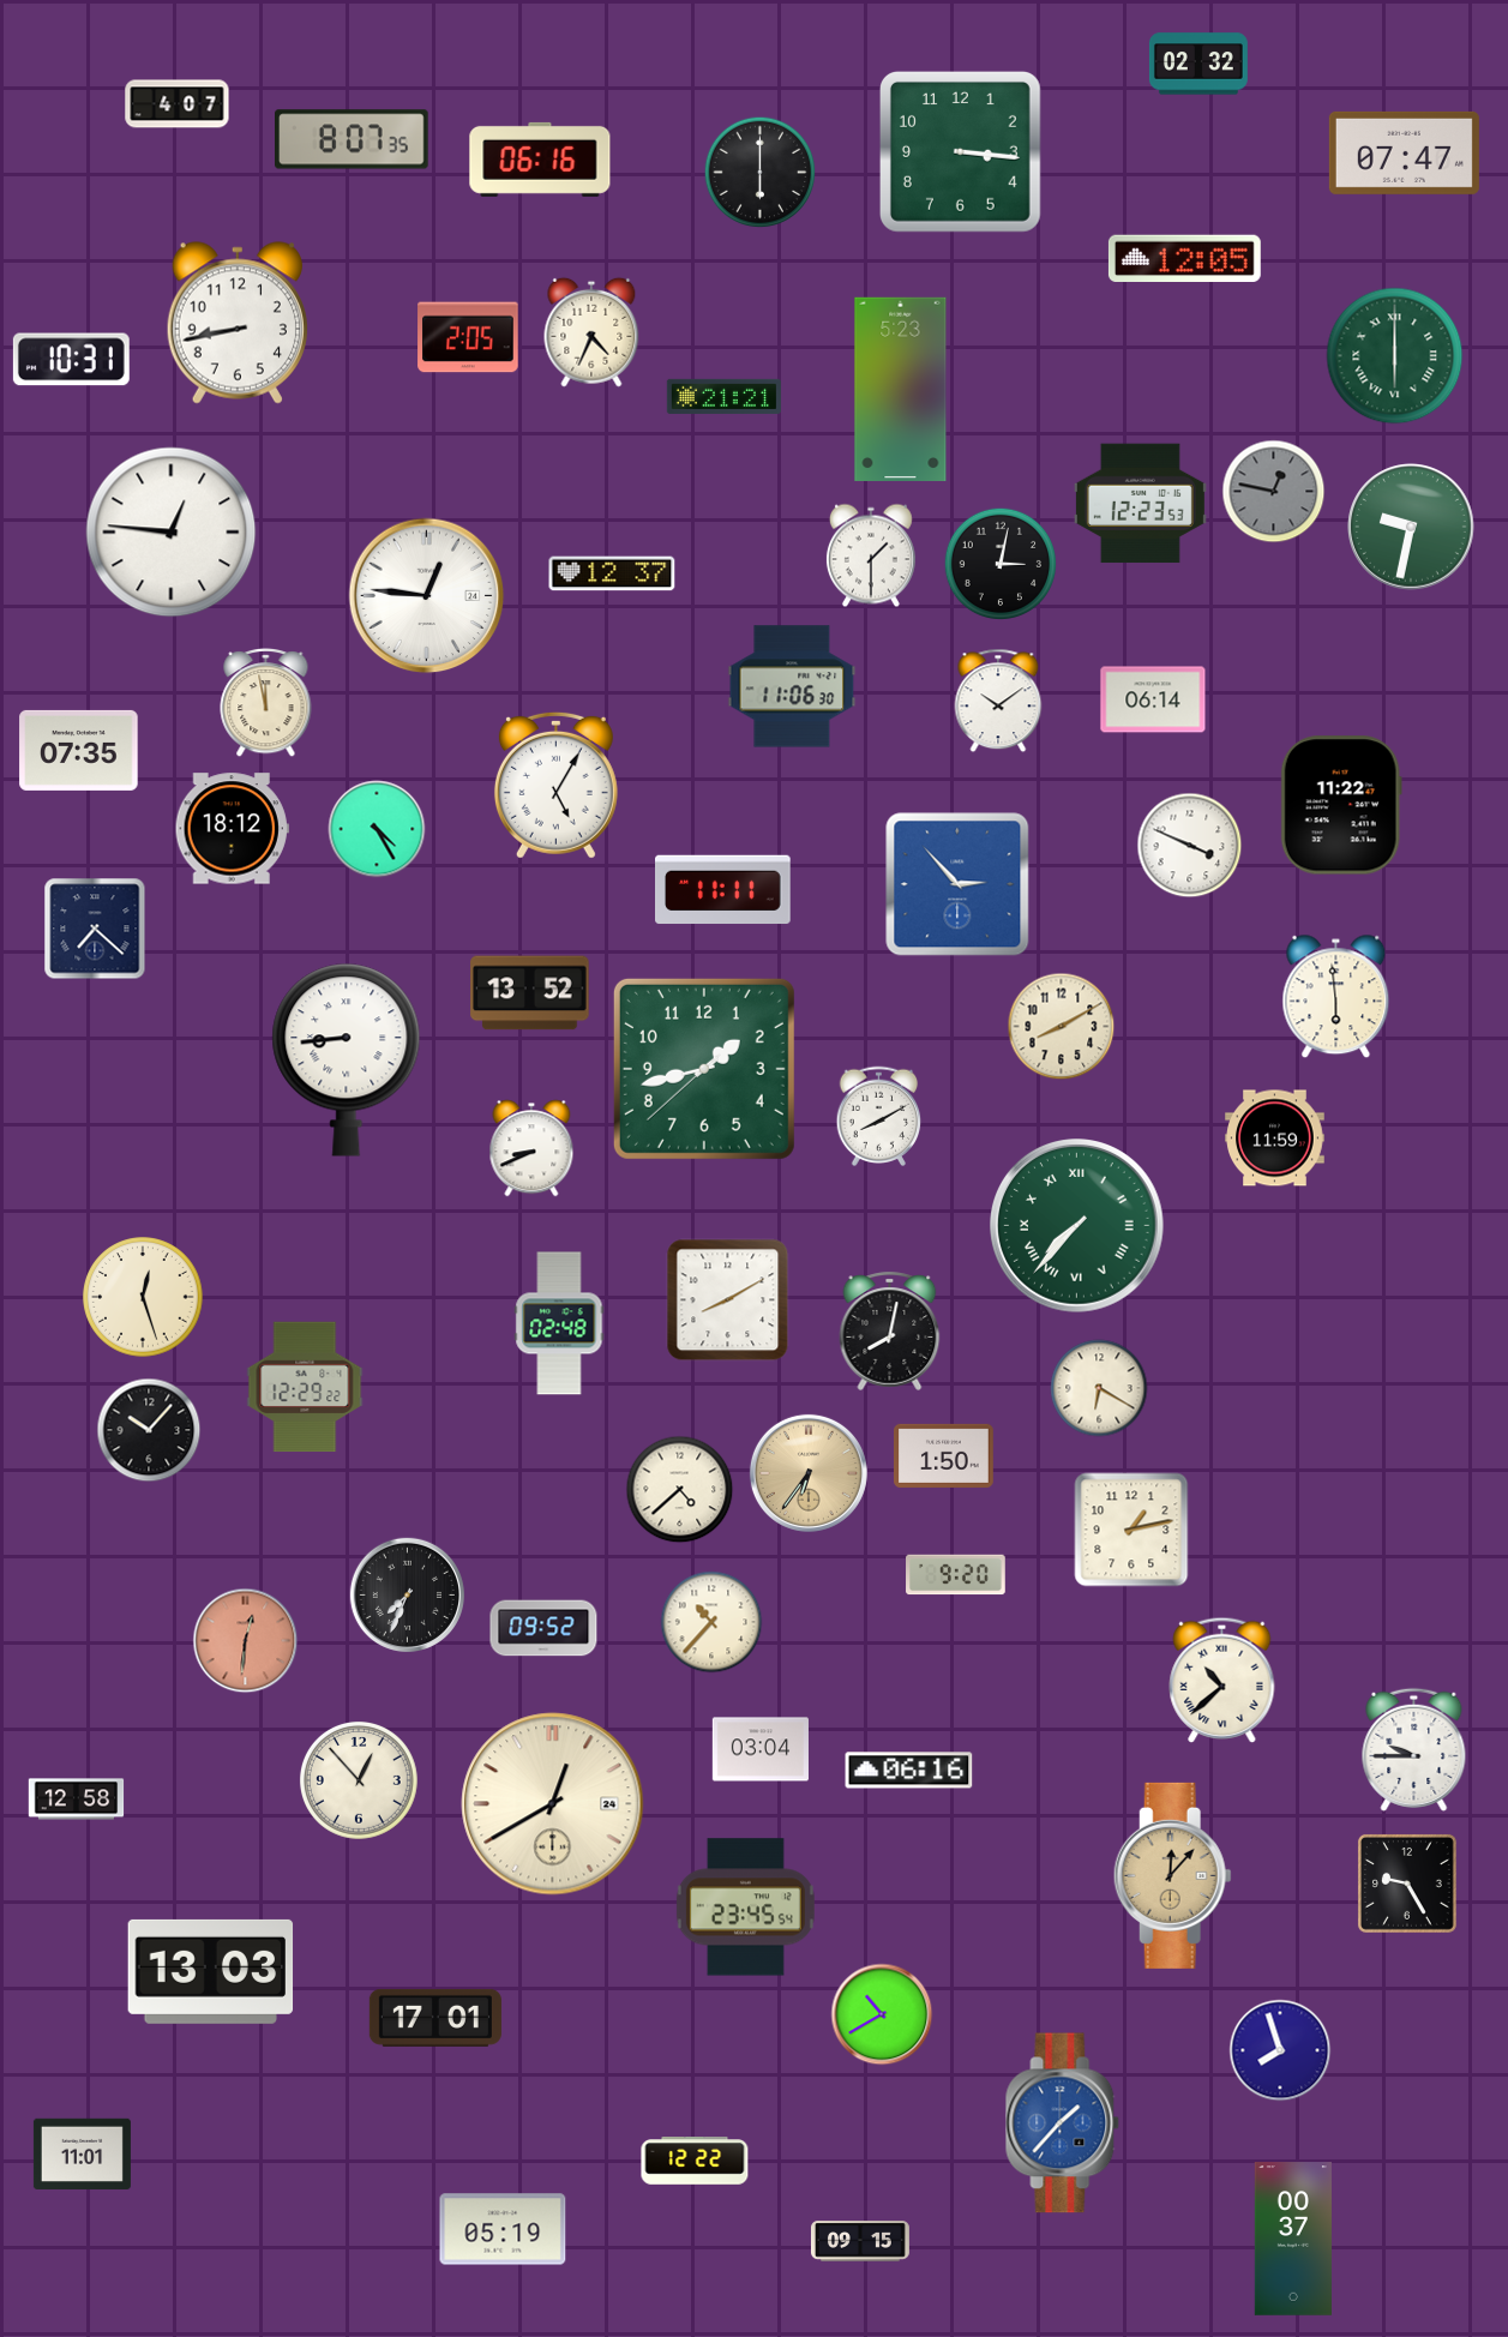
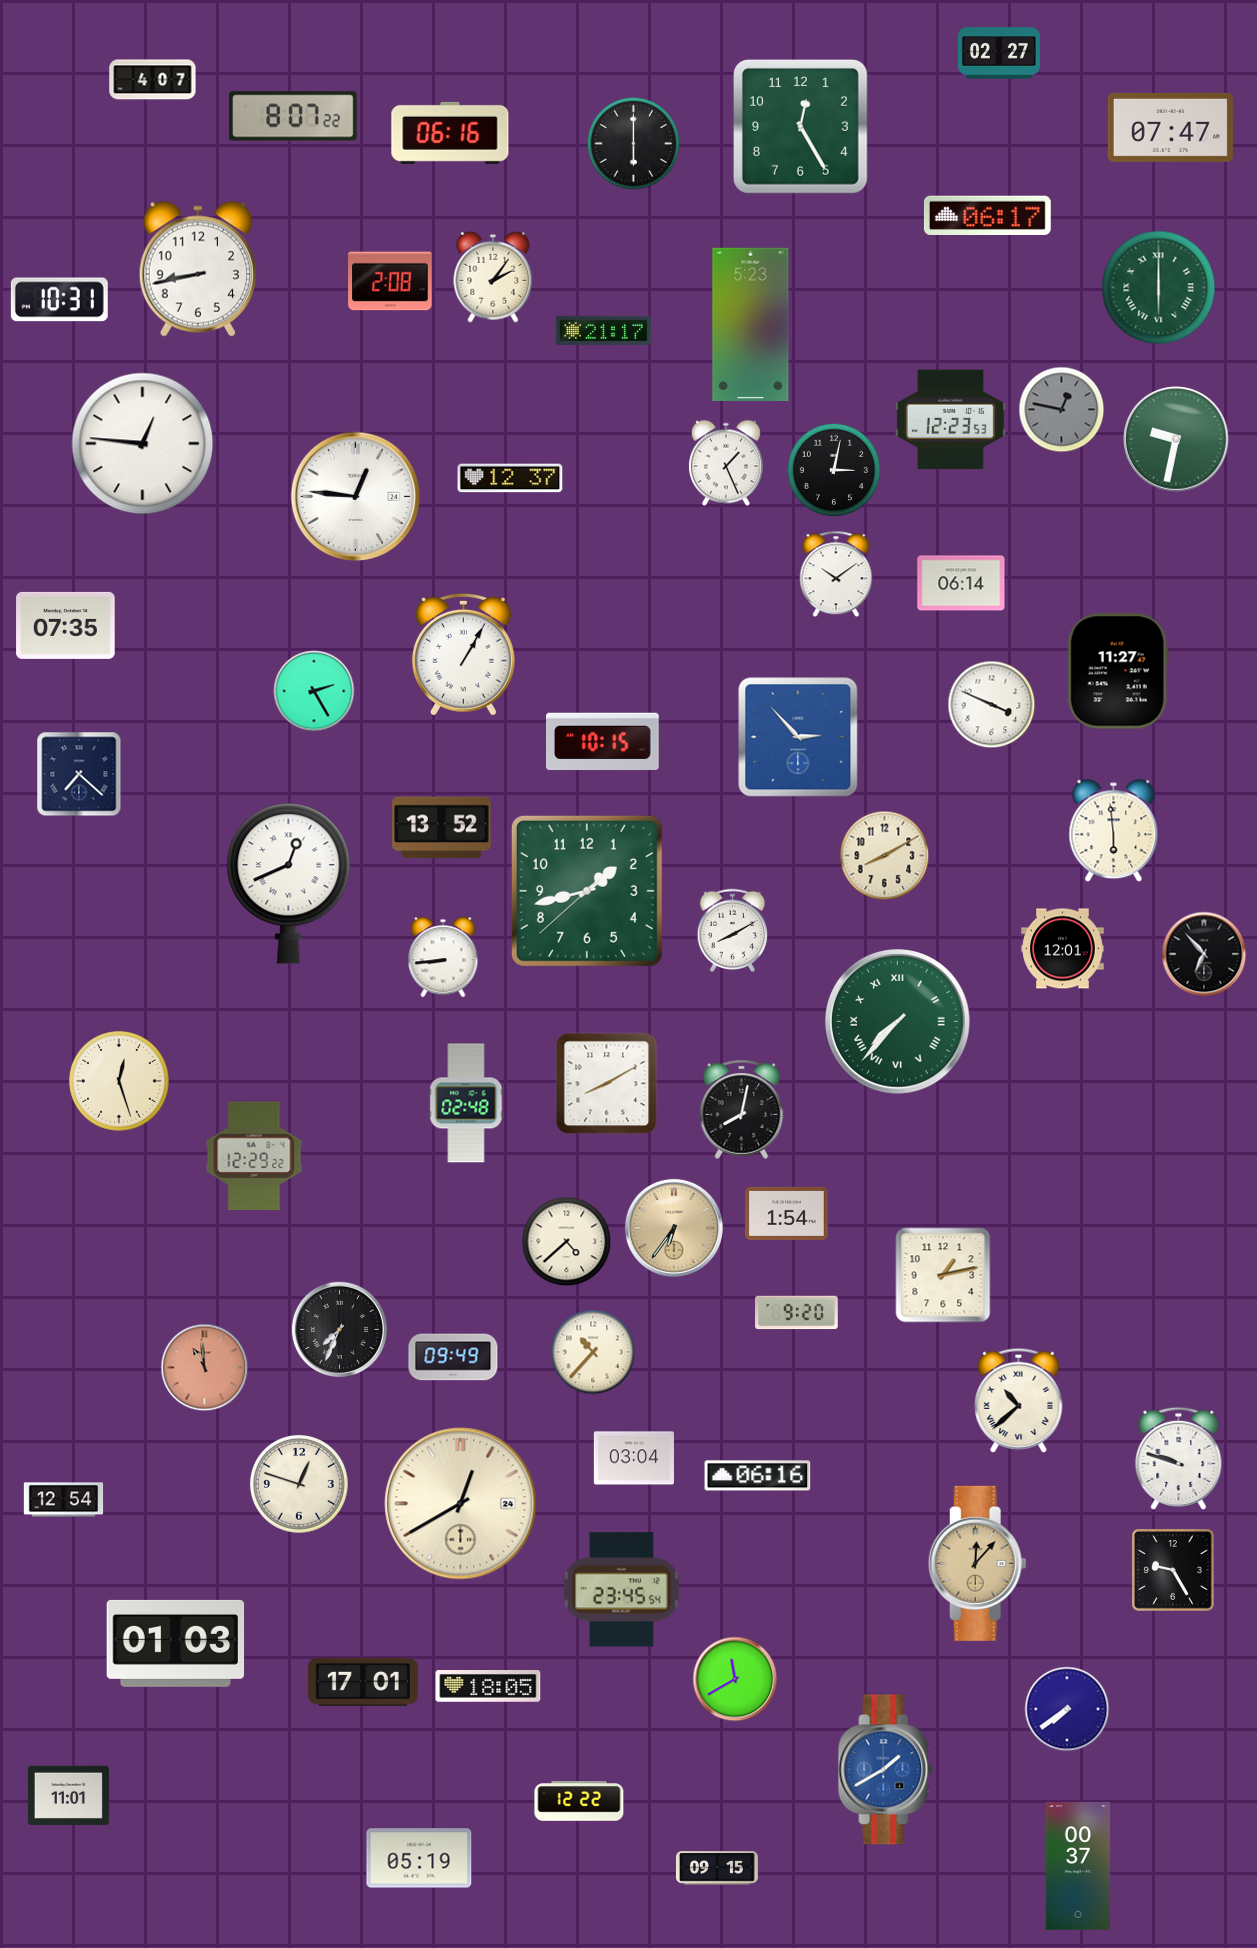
clock at (1198, 64): 02:32 -> 02:27
clock at (178, 104) position: (178, 104) -> (153, 80)
clock at (353, 139): 8:07:35 -> 8:07:22
clock at (960, 151): 3:16 -> 12:25
clock at (1184, 258): 12:05 -> 06:17
clock at (591, 332): 4:34 -> 2:06
clock at (468, 337): 2:05 -> 2:08
clock at (1395, 356) position: (1395, 356) -> (1159, 288)
clock at (723, 396): 21:21 -> 21:17
clock at (871, 555): 1:30 -> 1:26
clock at (792, 686): 11:06 -> none
clock at (998, 701) position: (998, 701) -> (836, 574)
clock at (266, 703): 11:58 -> none
clock at (555, 785): 5:05 -> 1:05
clock at (1341, 805): 11:22 -> 11:27
clock at (232, 829): 18:12 -> none
clock at (377, 829): 4:25 -> 2:25
clock at (723, 890): 11:11 -> 10:15
clock at (347, 1059): 8:44 -> 12:41
clock at (1275, 1139): 11:59 -> 12:01
clock at (1204, 954): none -> 6:53
clock at (531, 1148): 8:41 -> 8:44
clock at (1099, 1388): 6:20 -> none
clock at (149, 1430): 10:07 -> none
clock at (944, 1455): 1:50 -> 1:54
clock at (543, 1628): 09:52 -> 09:49
clock at (246, 1641): 12:31 -> 10:59
clock at (1414, 1749): 9:45 -> 9:48
clock at (359, 1780): 12:53 -> 12:48
clock at (77, 1800): 12:58 -> 12:54
clock at (211, 1971): 13:03 -> 01:03
clock at (882, 2014): 10:40 -> 11:40
clock at (488, 1687): none -> 18:05
clock at (1280, 2050): 7:57 -> 7:39
clock at (1063, 2123): 1:37 -> 1:40
